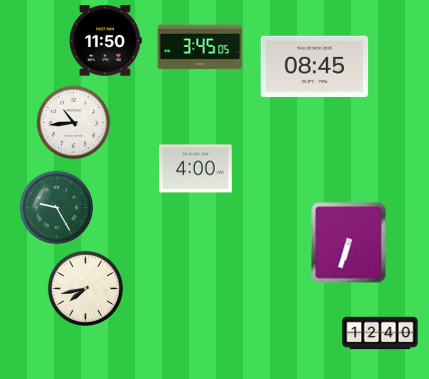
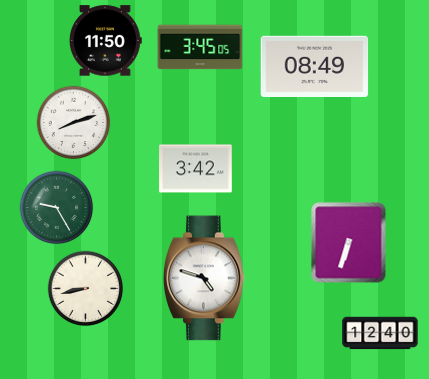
clock at (315, 66): 08:45 -> 08:49
clock at (74, 123): 10:44 -> 8:12
clock at (196, 169): 4:00 -> 3:42
clock at (204, 278): none -> 4:48
clock at (86, 289): 7:43 -> 8:43
